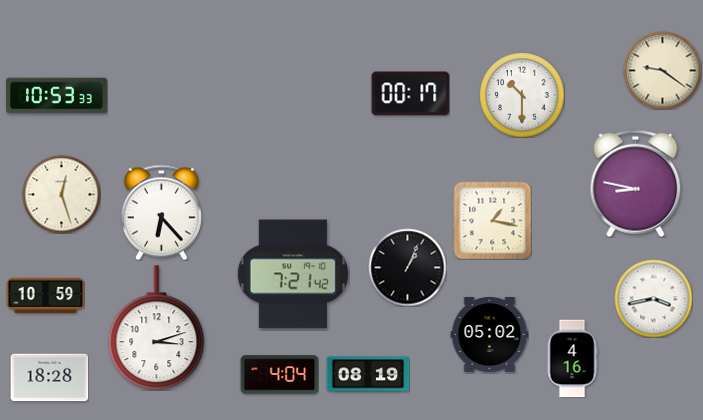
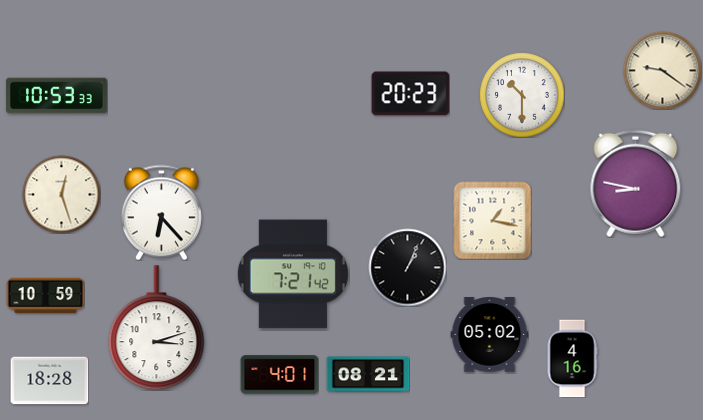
clock at (410, 94): 00:17 -> 20:23
clock at (653, 298): 3:43 -> none
clock at (368, 374): 08:19 -> 08:21
clock at (279, 375): 4:04 -> 4:01
clock at (49, 378) position: (49, 378) -> (49, 381)
